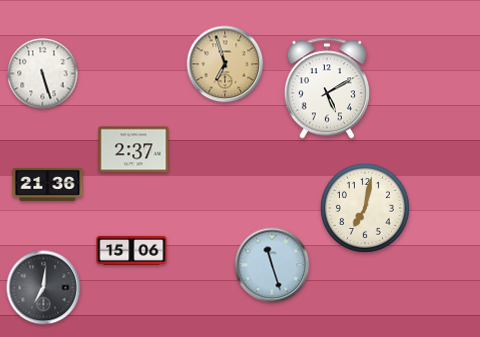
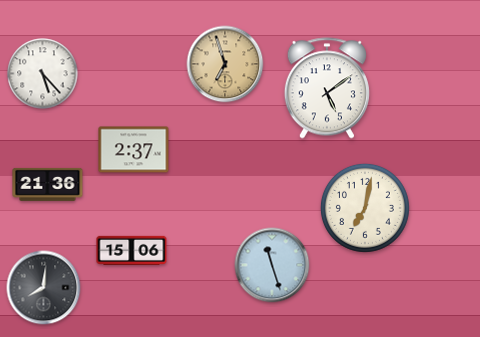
clock at (43, 74): 5:27 -> 5:23
clock at (327, 88): 5:10 -> 5:09
clock at (44, 288): 7:01 -> 8:01
